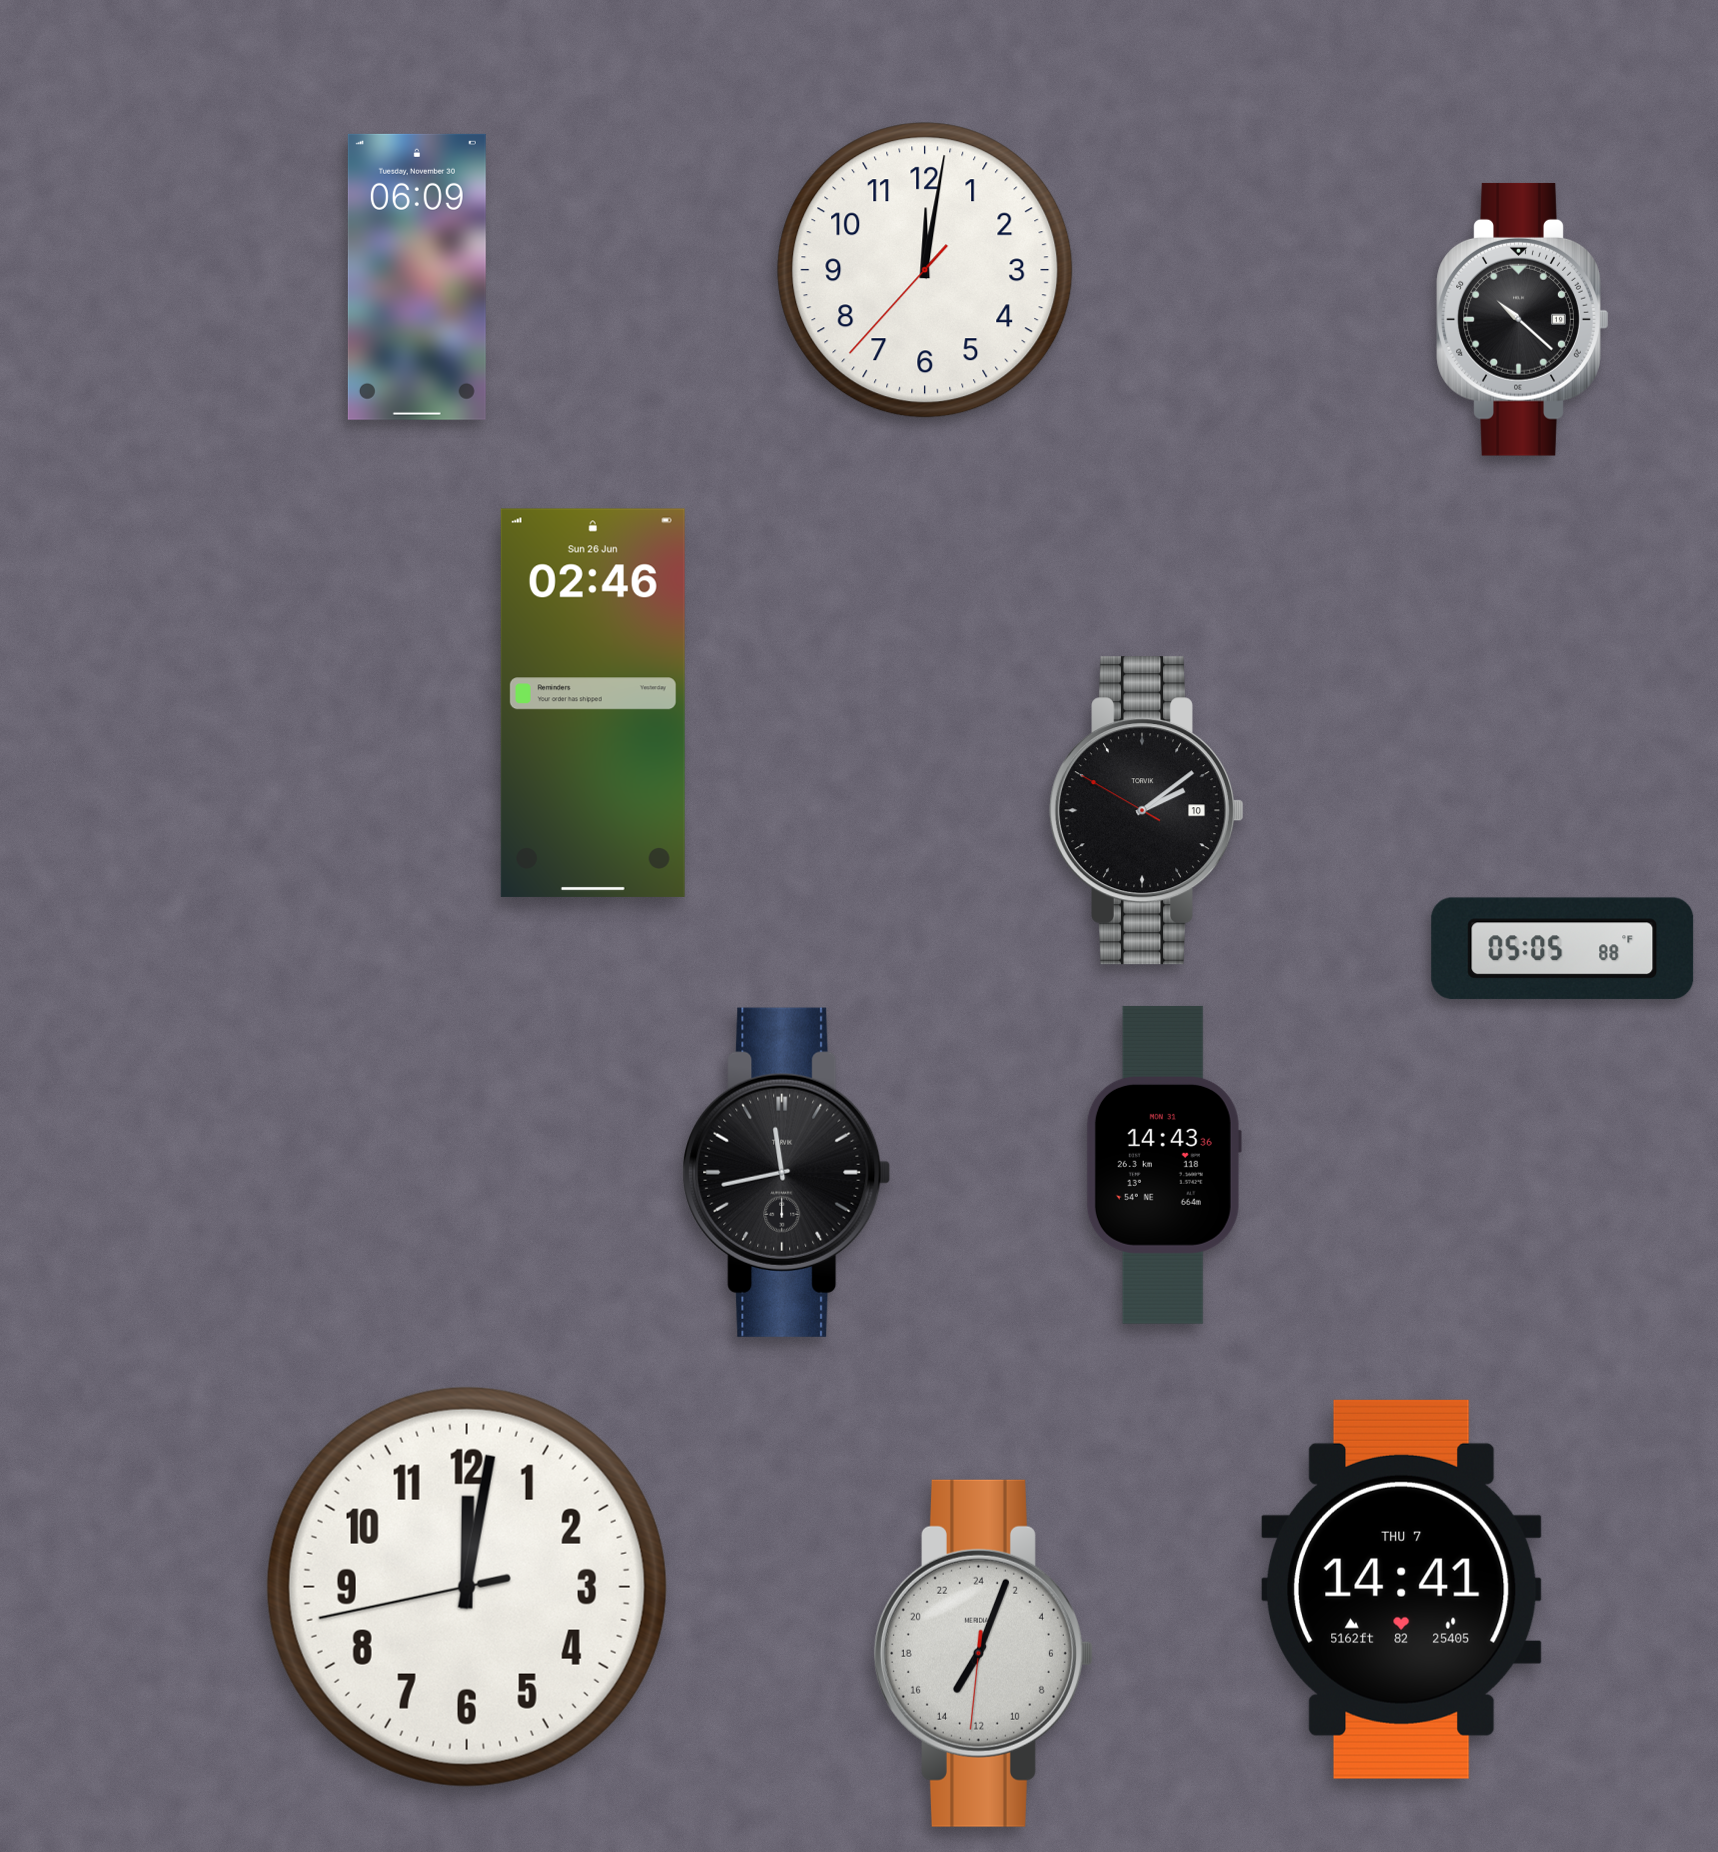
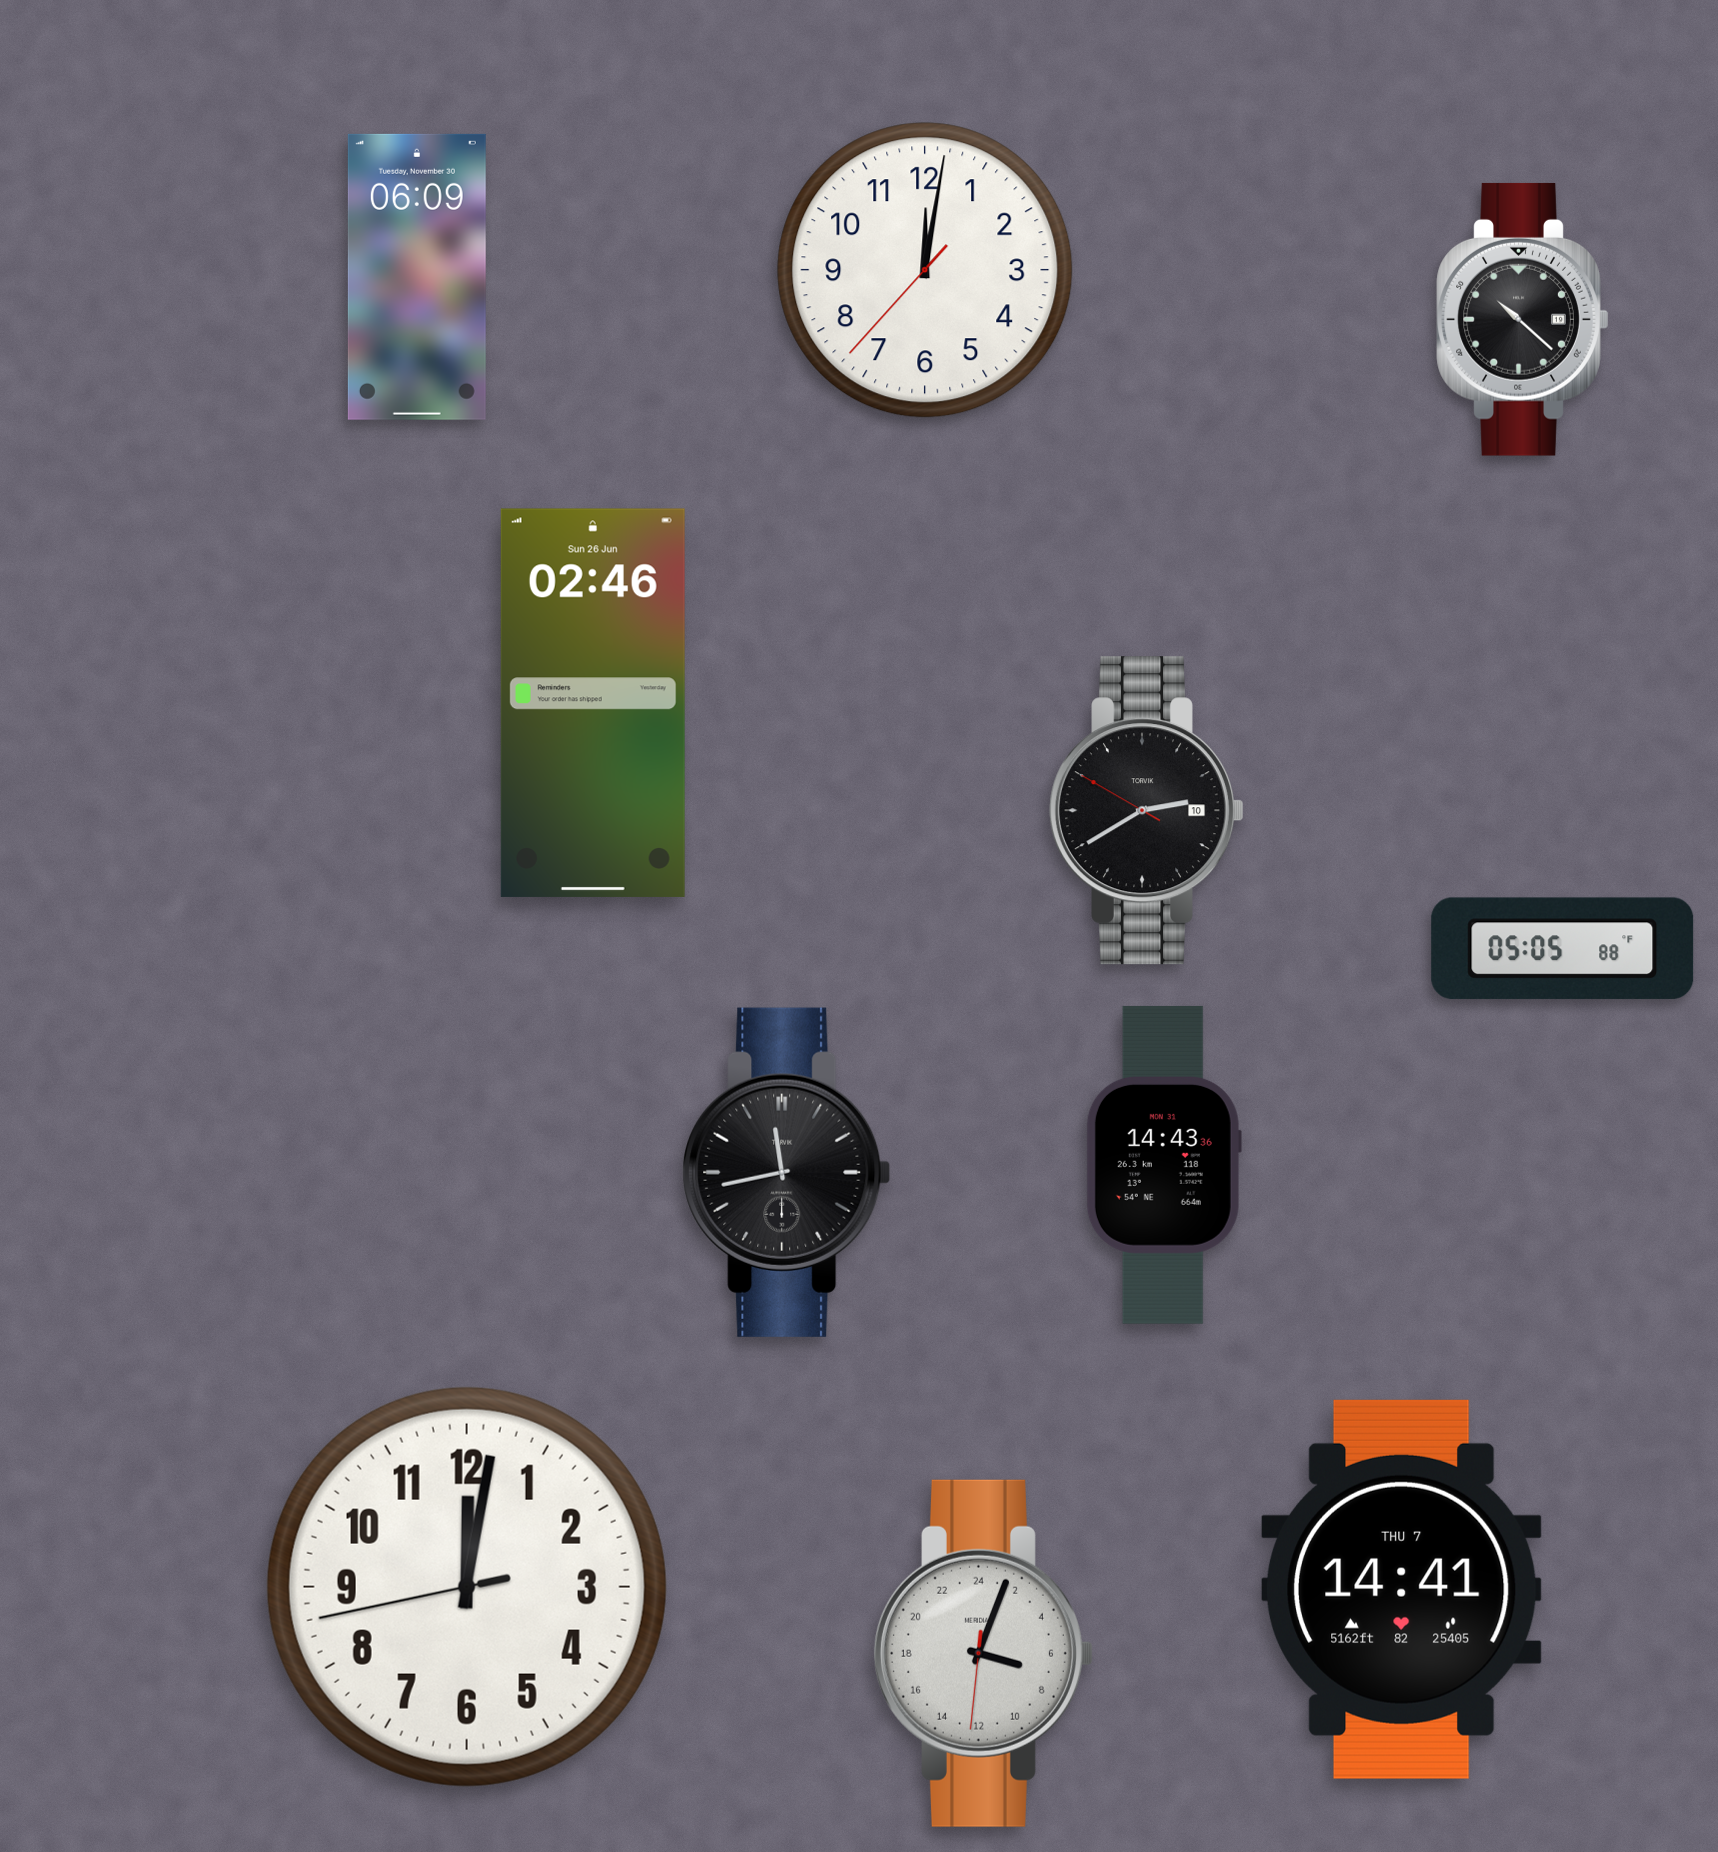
clock at (1147, 811): 2:08 -> 2:39
clock at (983, 1653): 14:03 -> 7:03
